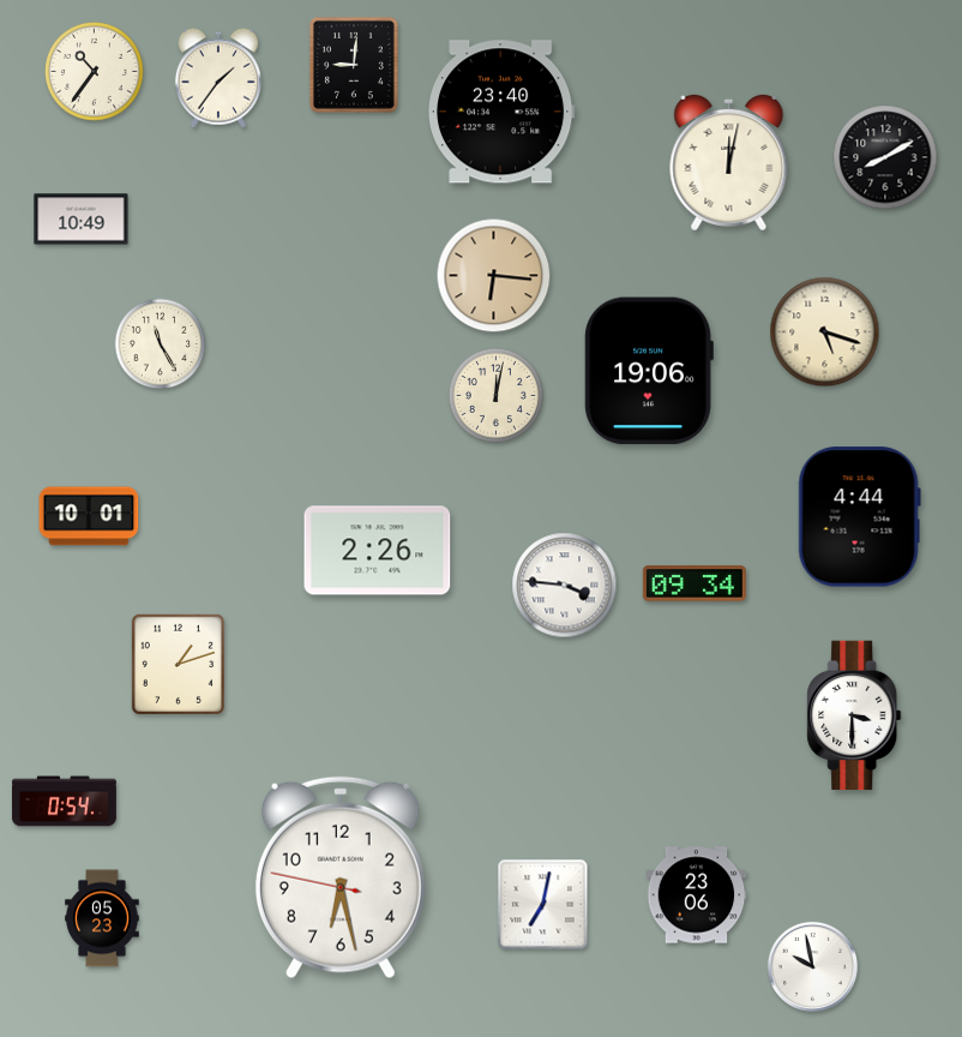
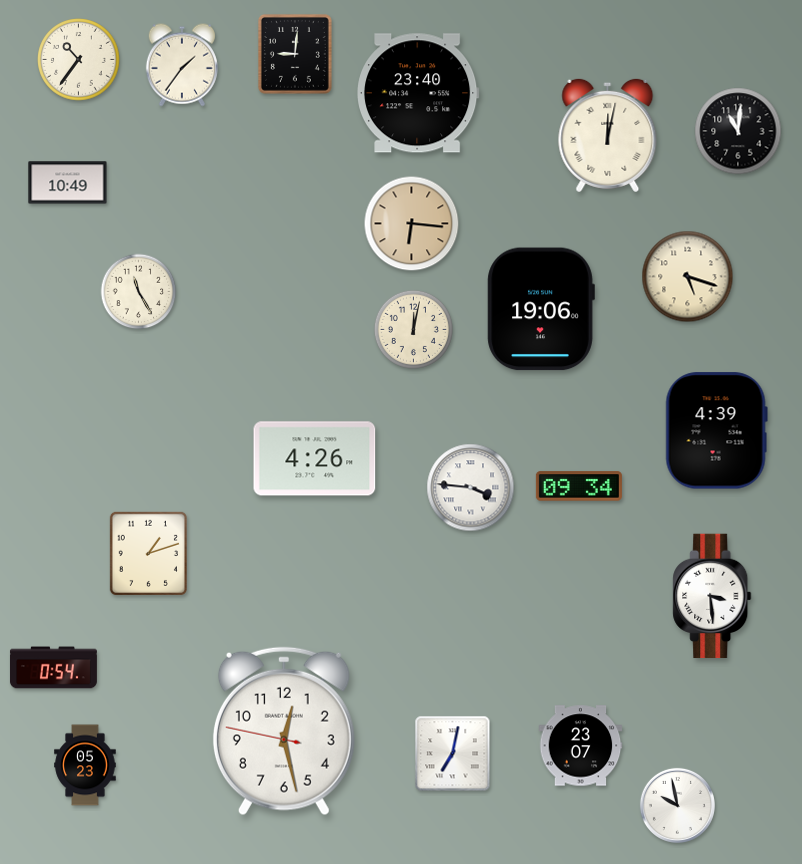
clock at (885, 157): 8:10 -> 11:01
clock at (494, 276) position: (494, 276) -> (412, 224)
clock at (161, 344) position: (161, 344) -> (139, 292)
clock at (89, 516): 10:01 -> none
clock at (859, 517): 4:44 -> 4:39
clock at (378, 551): 2:26 -> 4:26
clock at (854, 715): 3:30 -> 3:29
clock at (341, 877): 6:27 -> 12:27
clock at (697, 895): 23:06 -> 23:07
